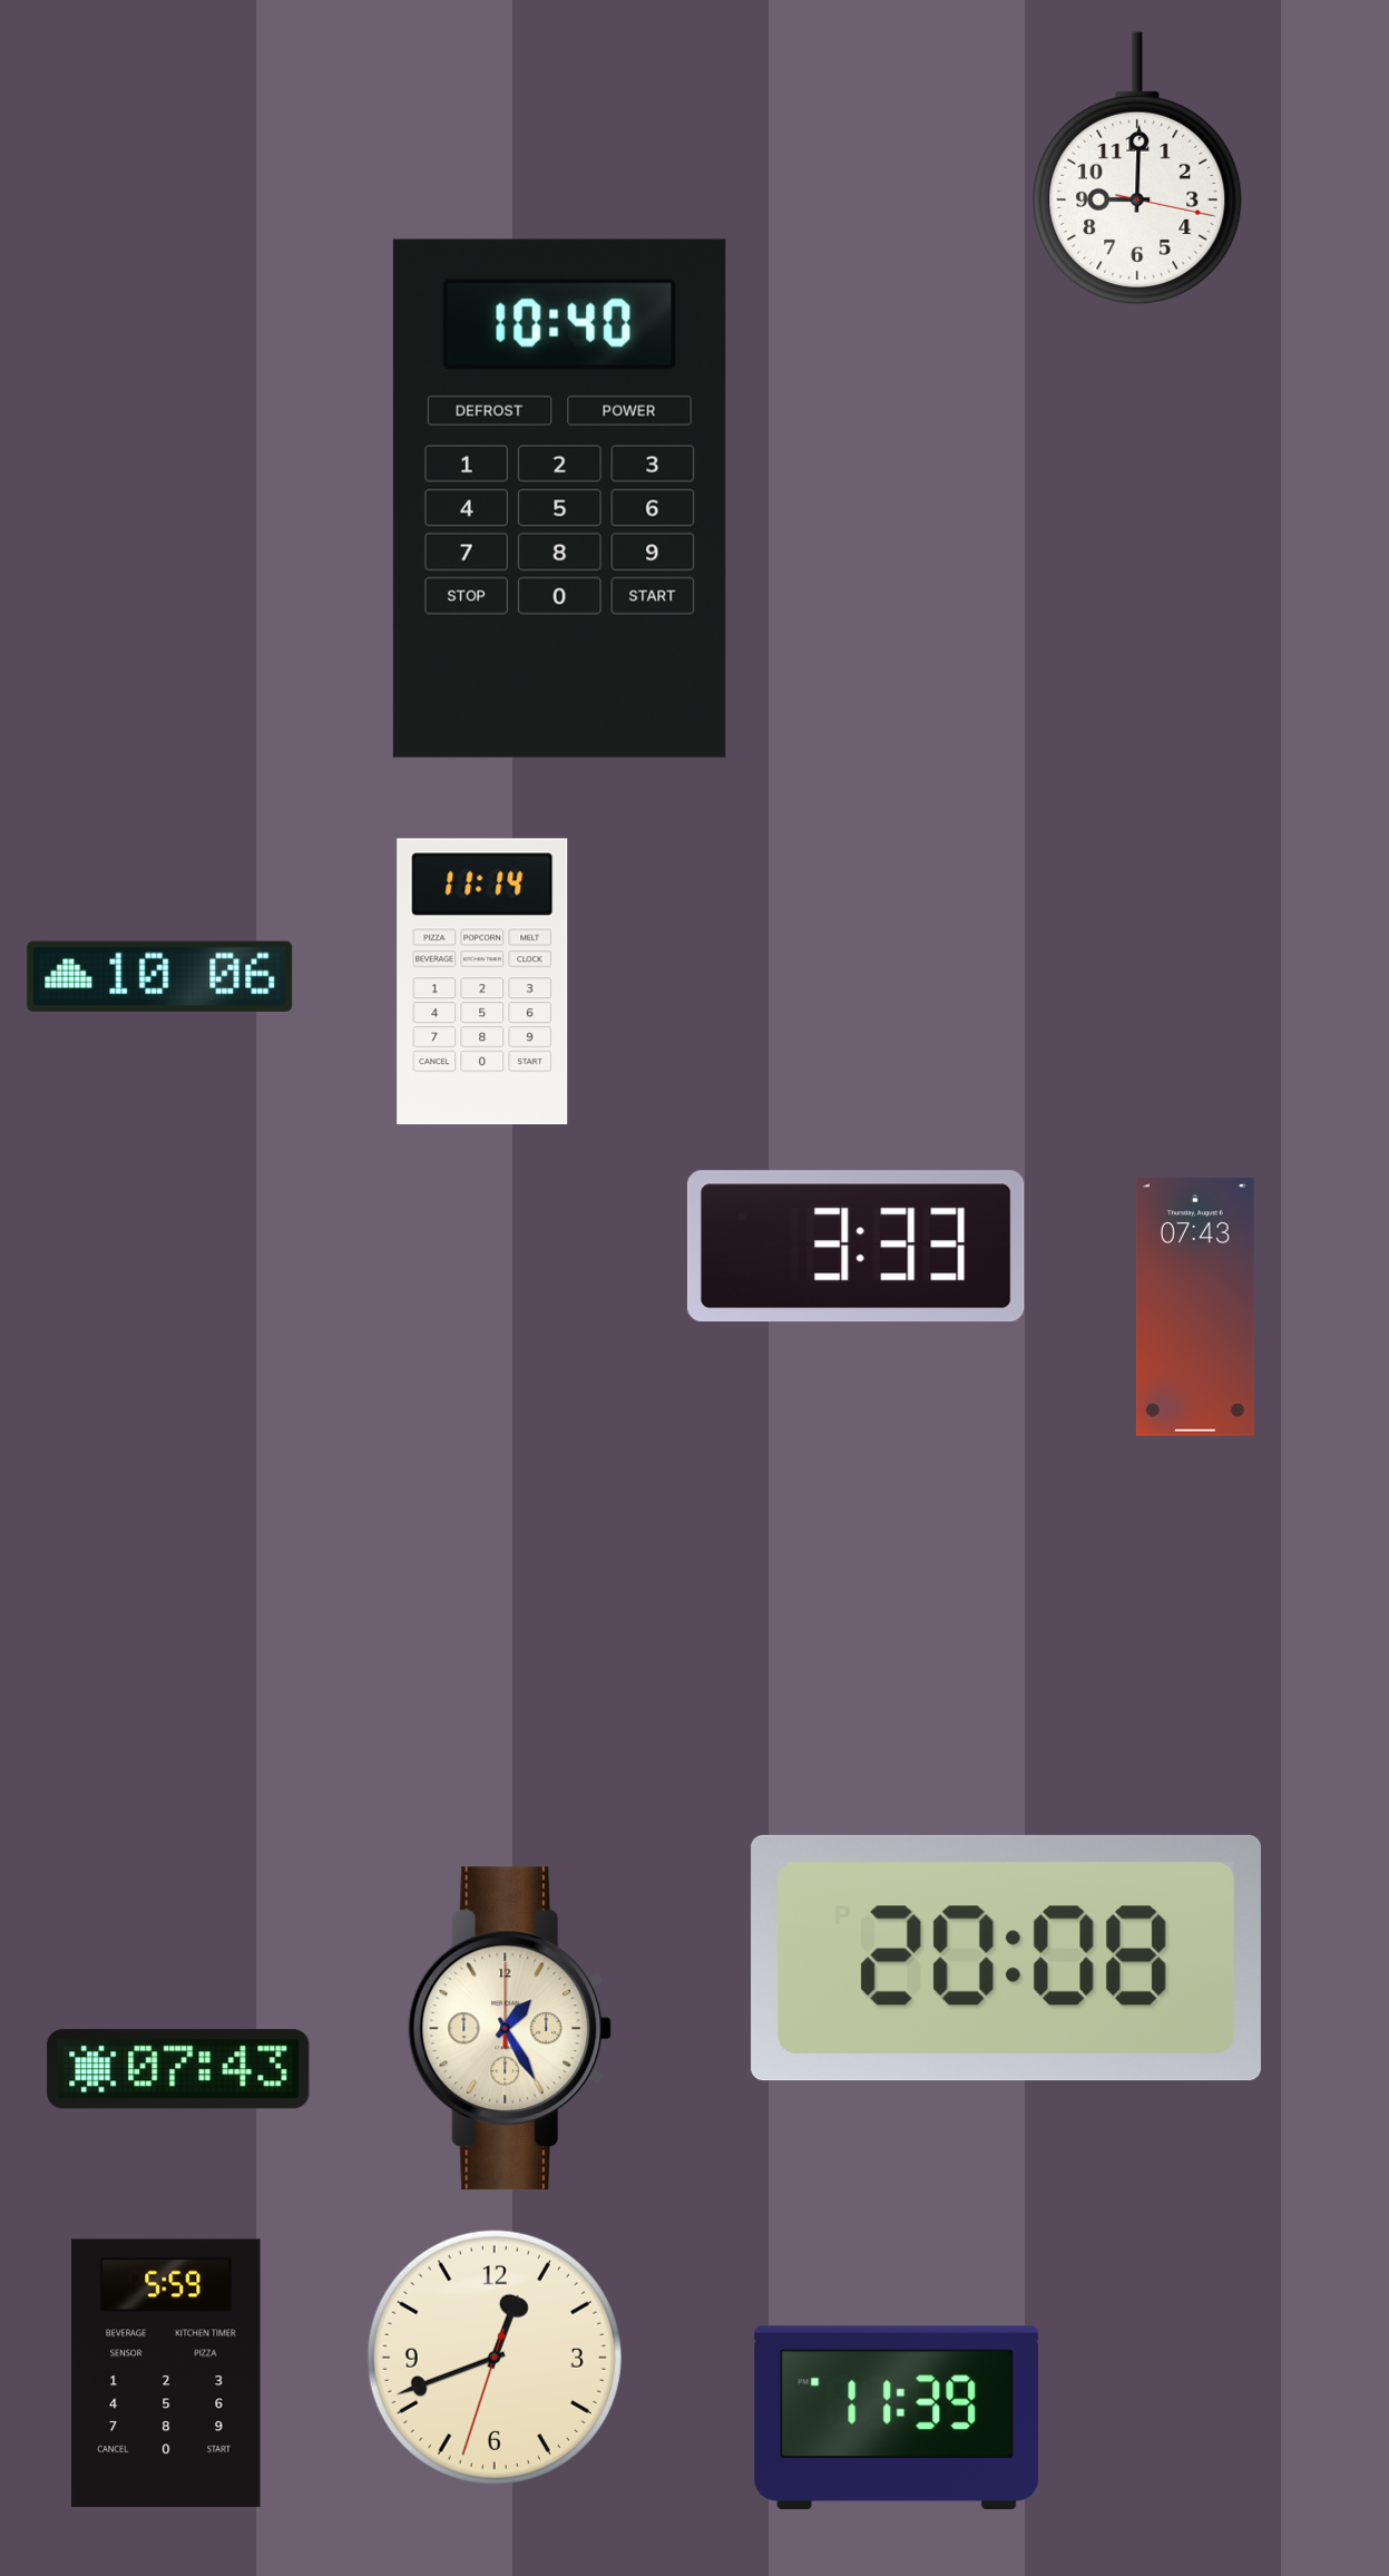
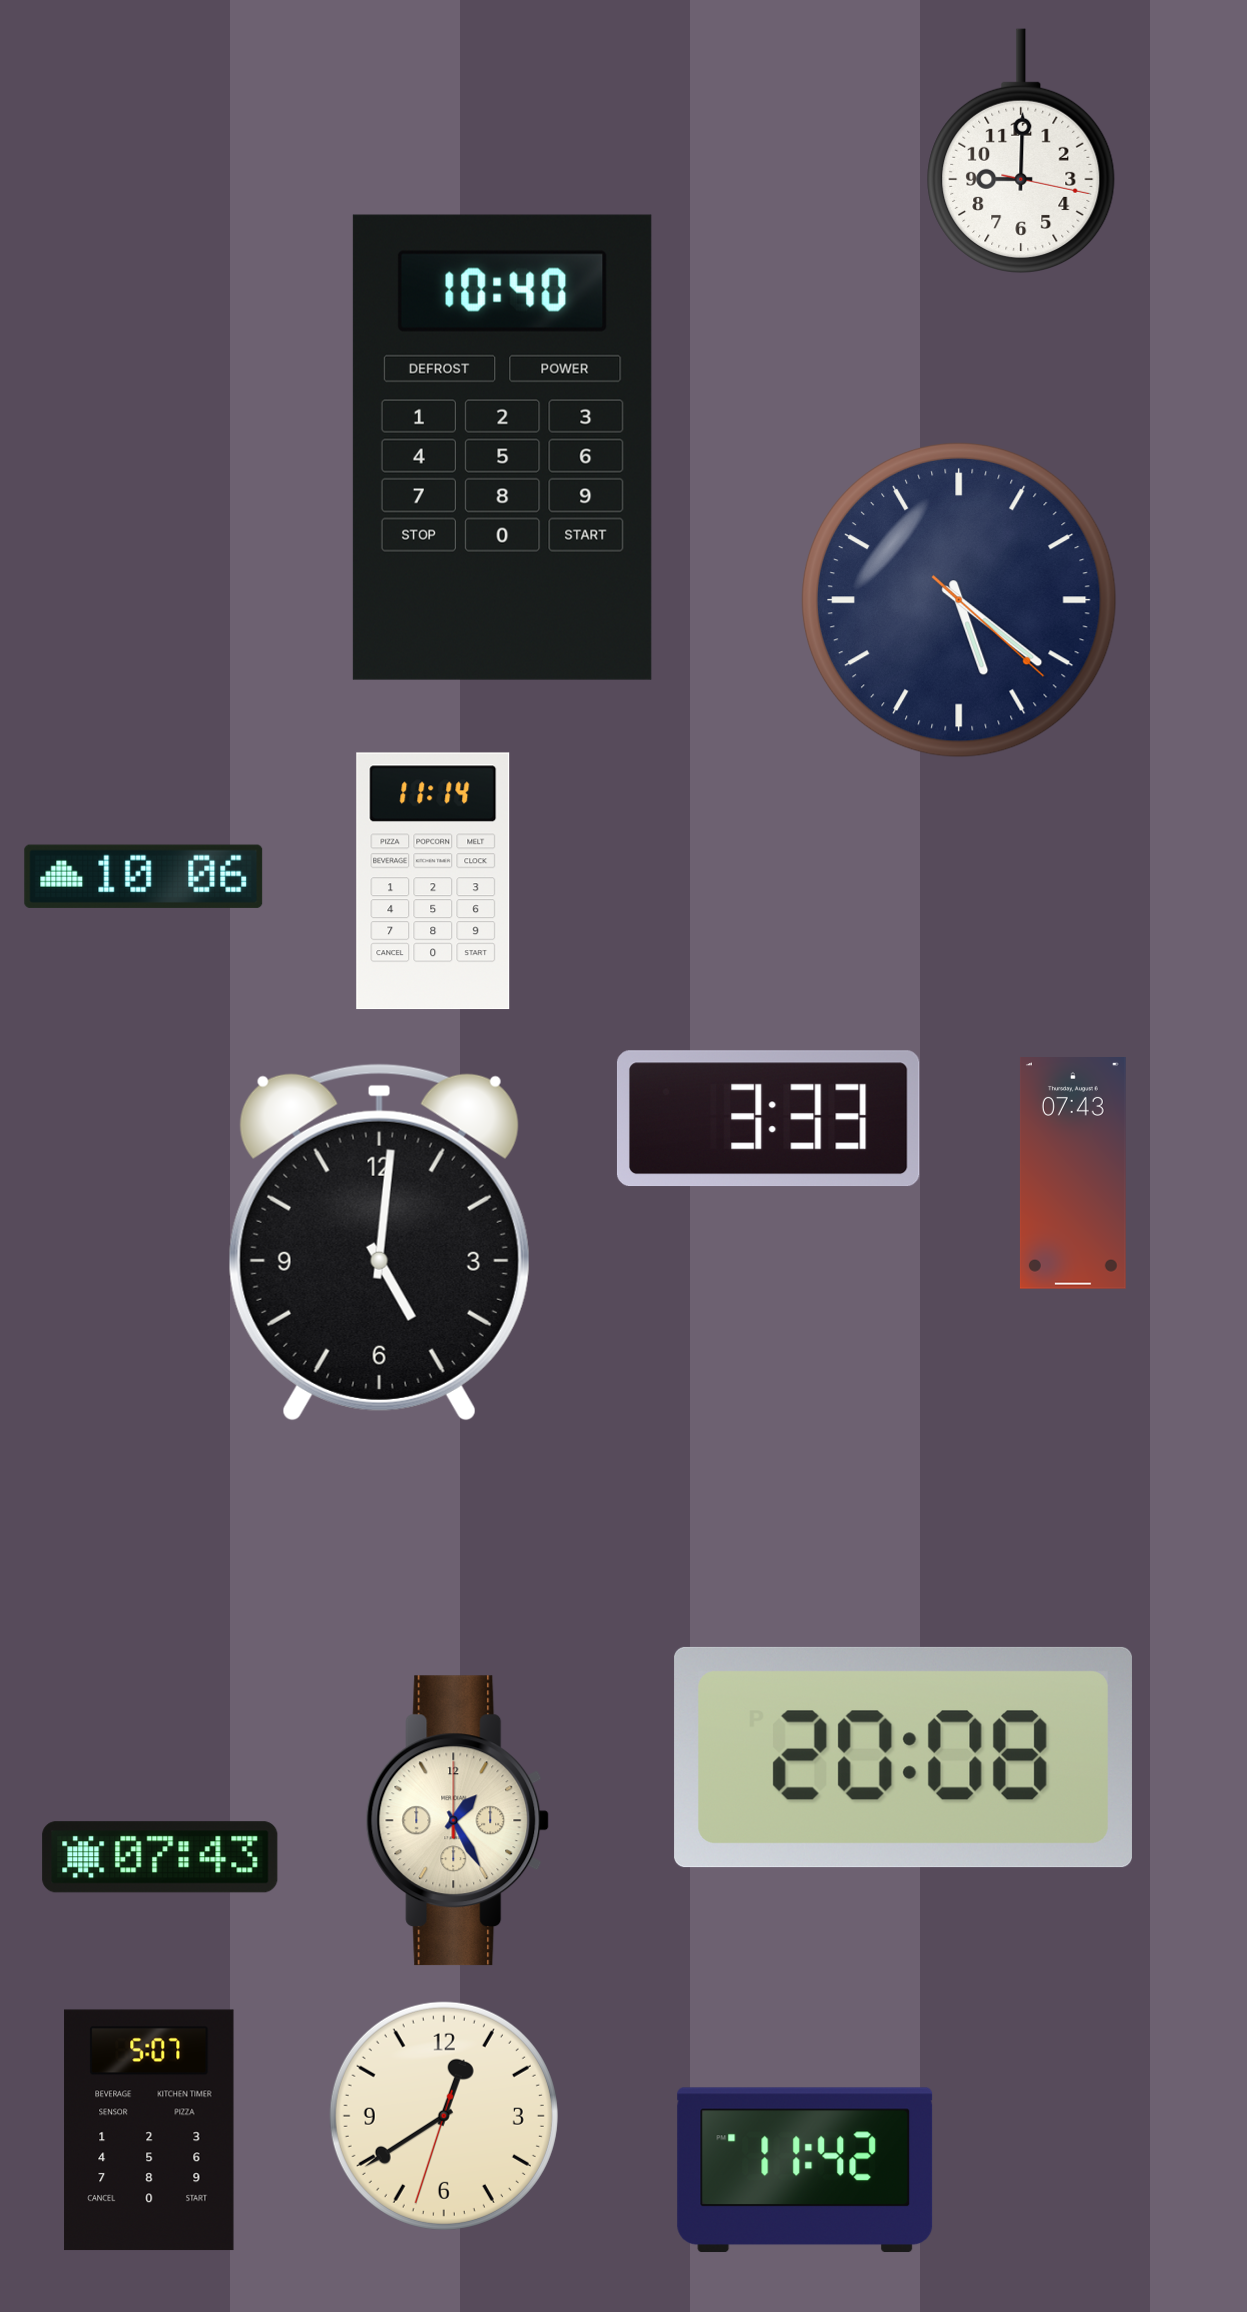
clock at (959, 600): none -> 5:21
clock at (379, 1242): none -> 5:01
clock at (495, 2358): 12:41 -> 12:39
clock at (166, 2373): 5:59 -> 5:07
clock at (897, 2418): 11:39 -> 11:42
